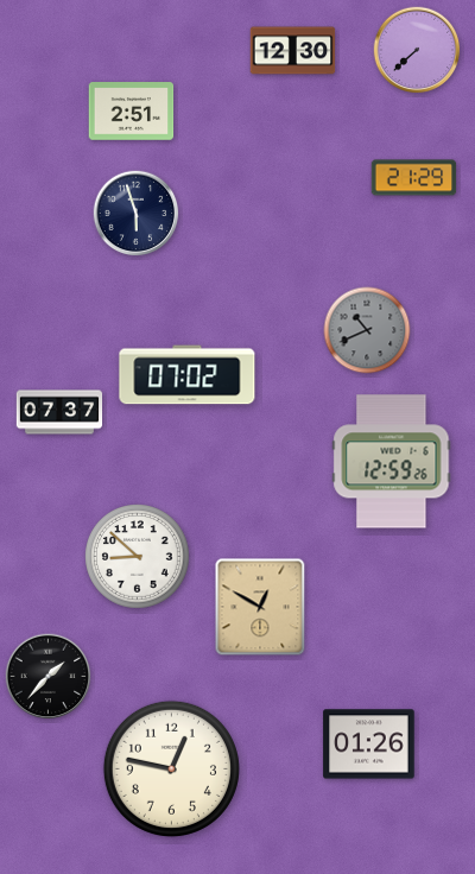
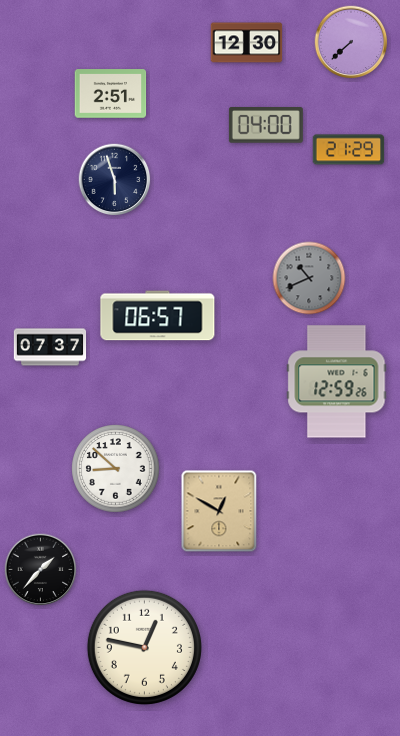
clock at (266, 125): none -> 04:00
clock at (188, 375): 07:02 -> 06:57
clock at (392, 462) position: (392, 462) -> (337, 382)
clock at (369, 745): 01:26 -> none
